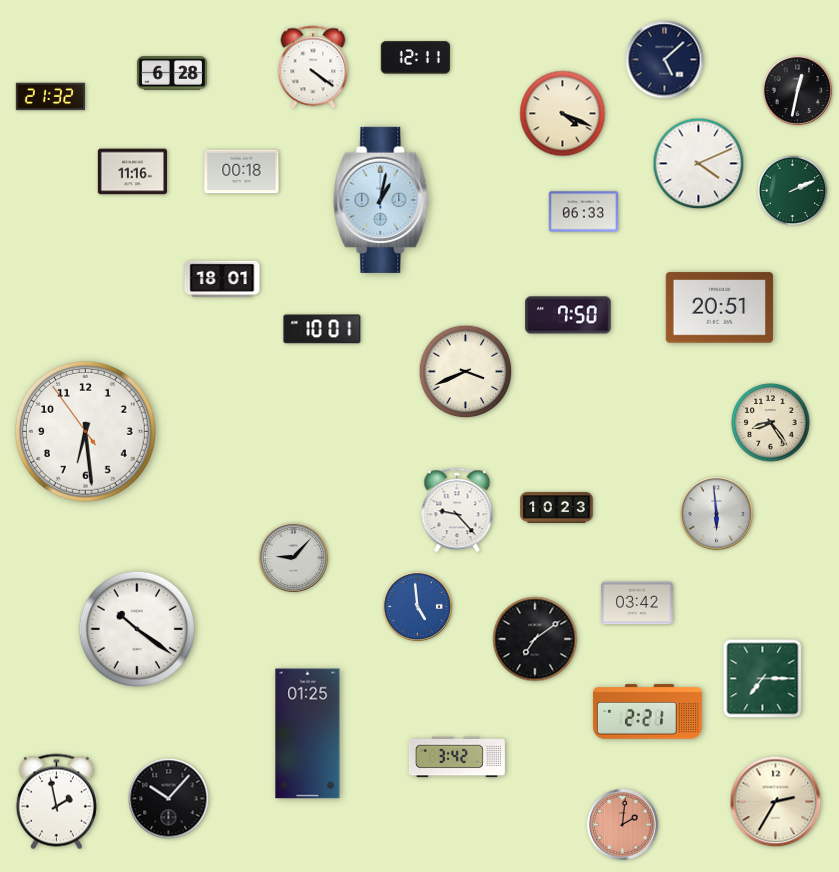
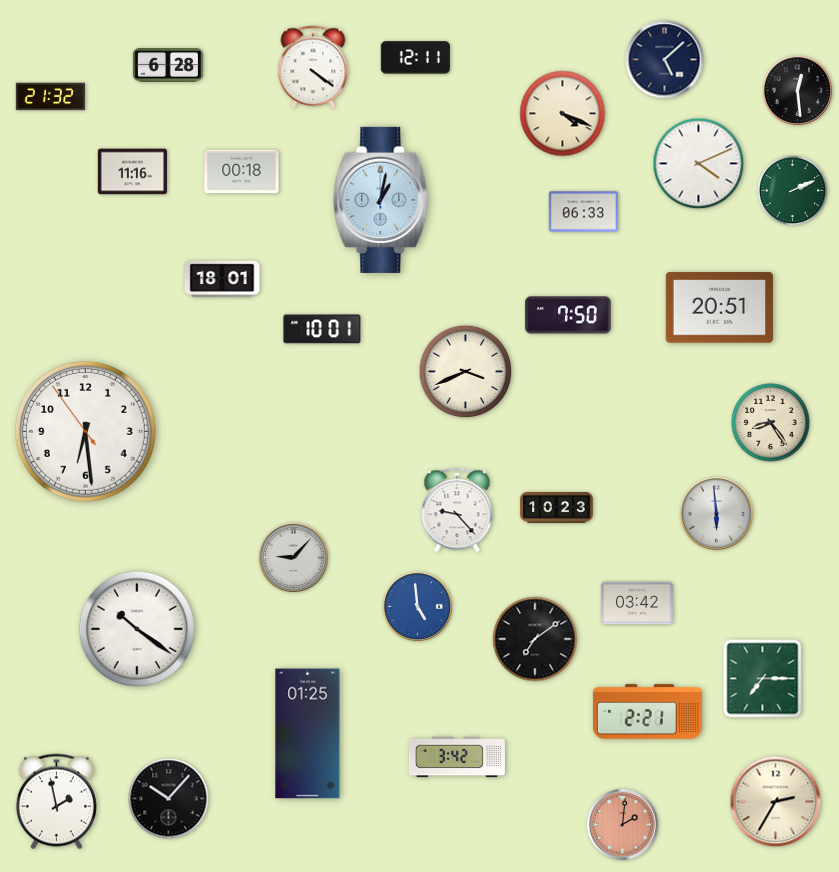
clock at (172, 73) position: (172, 73) -> (168, 65)
clock at (797, 90): 12:32 -> 12:29
